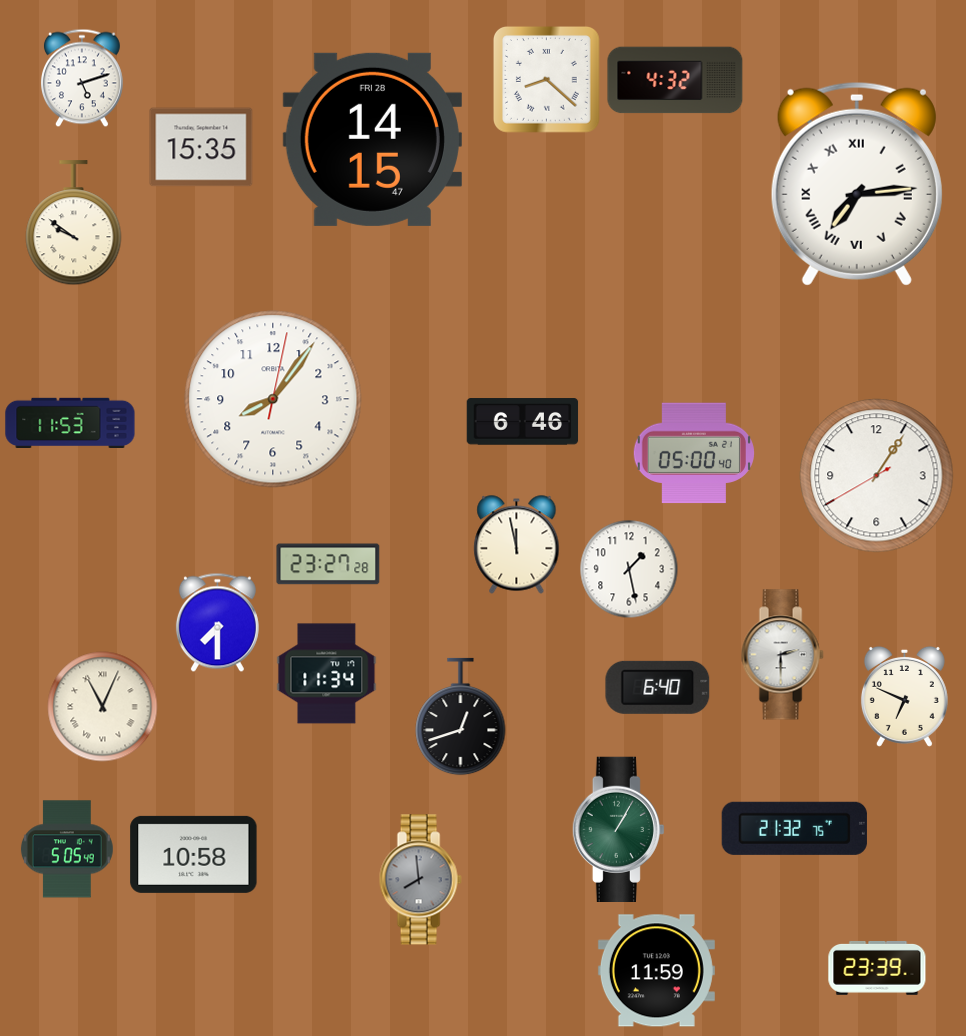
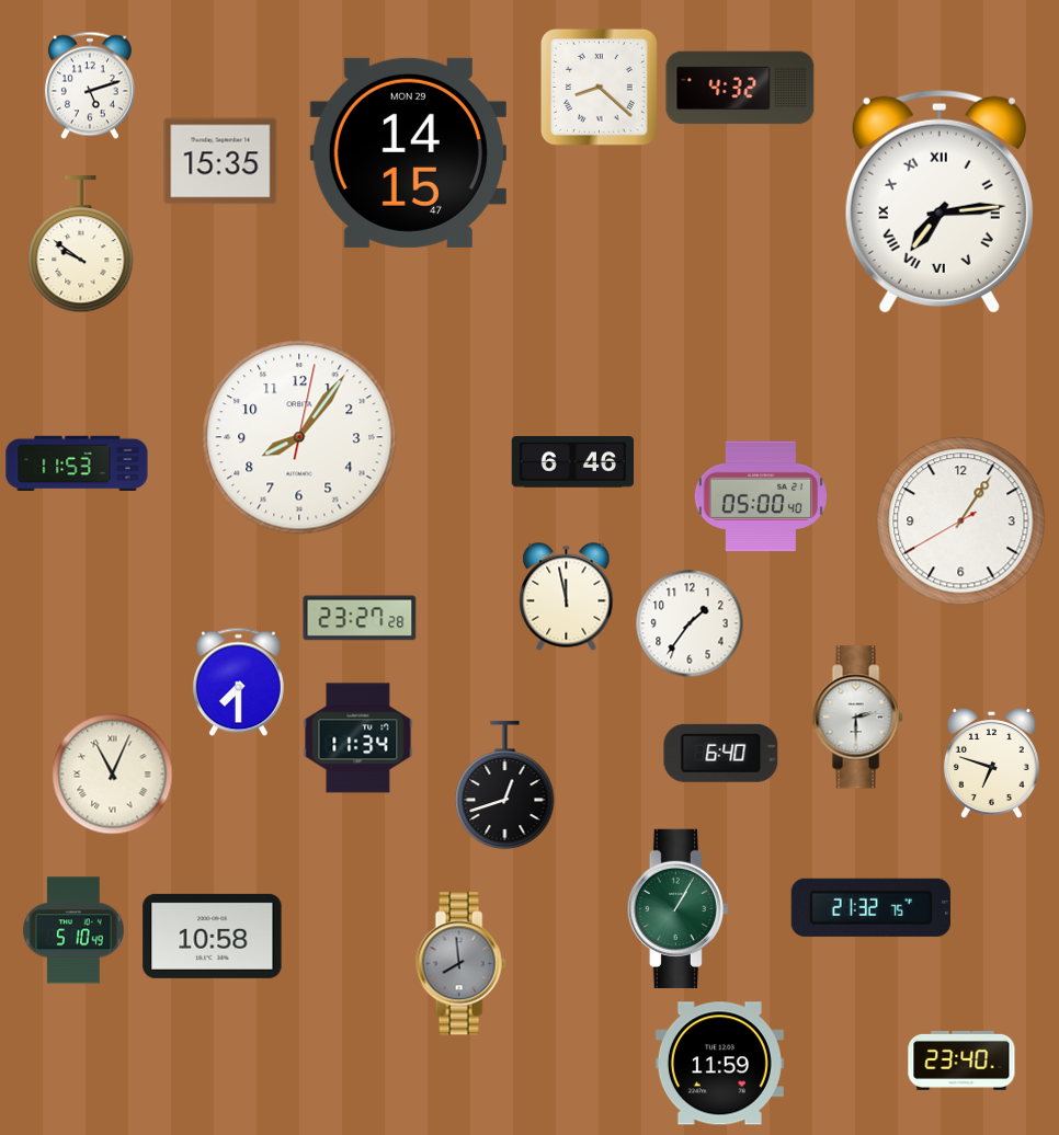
clock at (372, 139) date: FRI 28 -> MON 29
clock at (629, 569): 1:28 -> 1:36
clock at (904, 696): 6:49 -> 6:48
clock at (67, 849): 5:05 -> 5:10
clock at (877, 968): 23:39 -> 23:40
